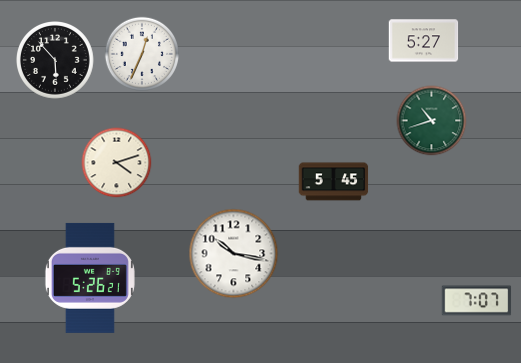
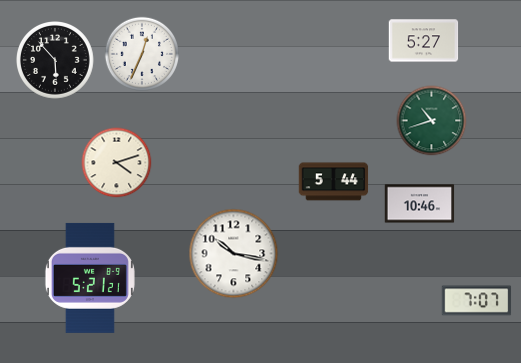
clock at (334, 182): 5:45 -> 5:44
clock at (420, 204): none -> 10:46
clock at (90, 278): 5:26 -> 5:21
